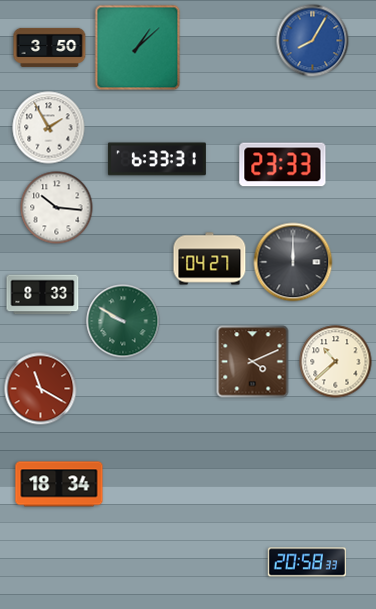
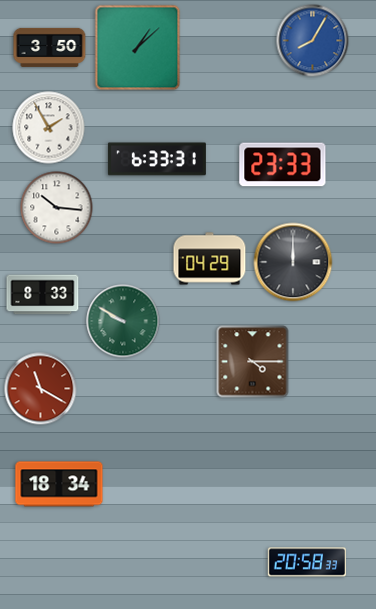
clock at (210, 259): 04:27 -> 04:29
clock at (253, 362): 4:11 -> 4:15
clock at (336, 362): 10:38 -> none
